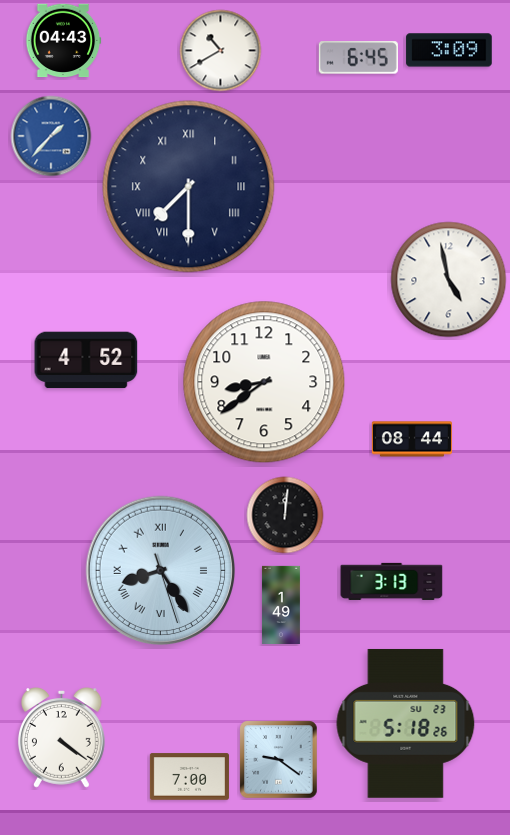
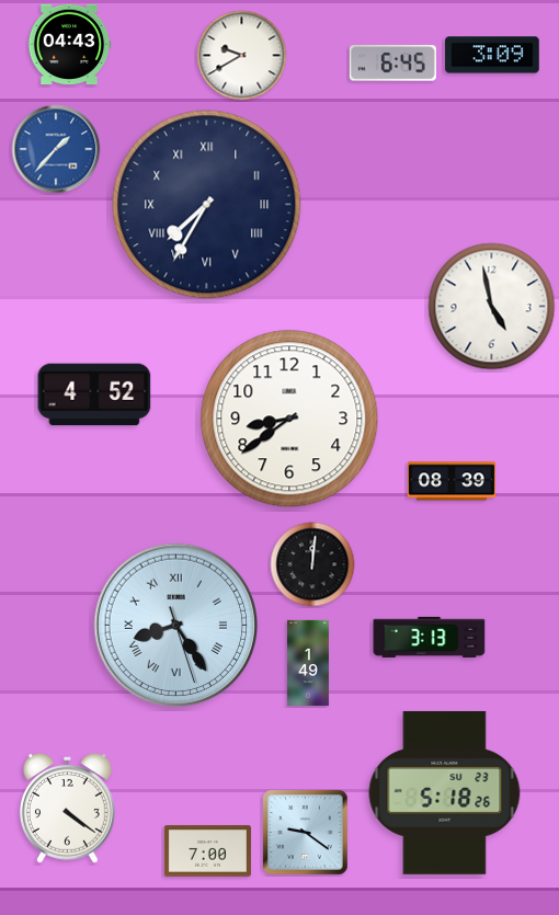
clock at (221, 51): 10:40 -> 9:40
clock at (189, 187): 7:30 -> 7:35
clock at (412, 439): 08:44 -> 08:39
